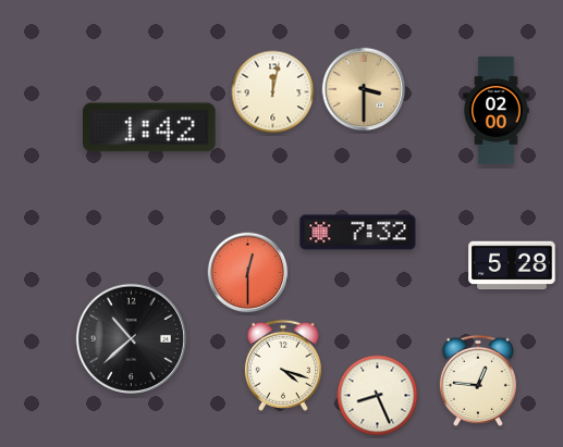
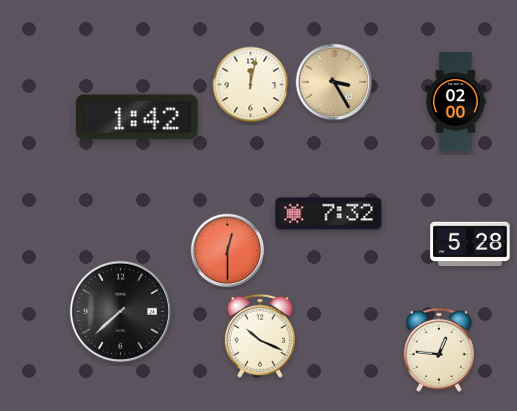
clock at (364, 89): 3:30 -> 3:25
clock at (131, 338): 10:38 -> 7:38
clock at (283, 365): 4:18 -> 10:19
clock at (378, 396): 8:26 -> none
